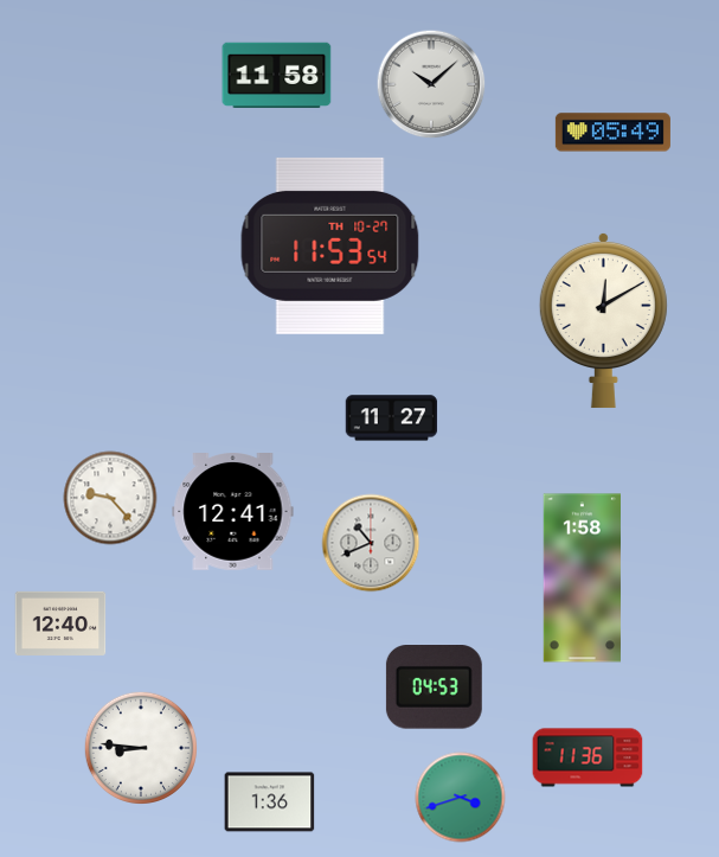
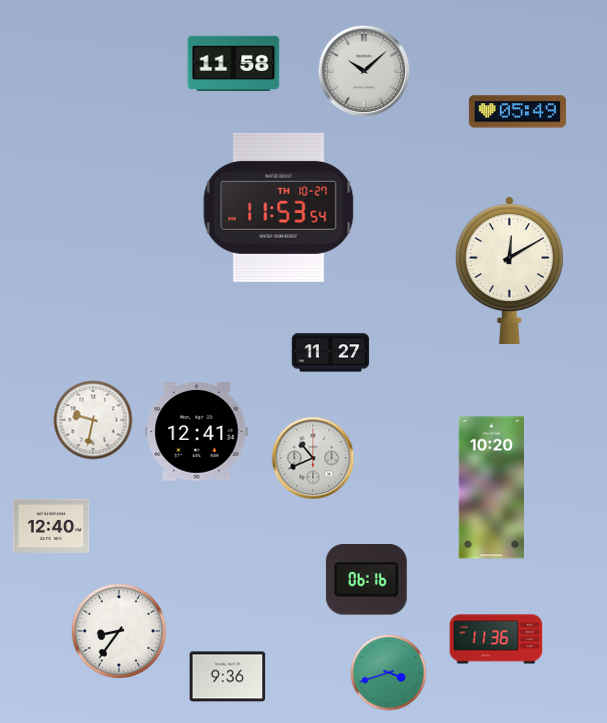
clock at (110, 498): 9:23 -> 9:32
clock at (582, 578): 1:58 -> 10:20
clock at (434, 687): 04:53 -> 06:16
clock at (140, 747): 8:46 -> 8:36
clock at (270, 802): 1:36 -> 9:36
